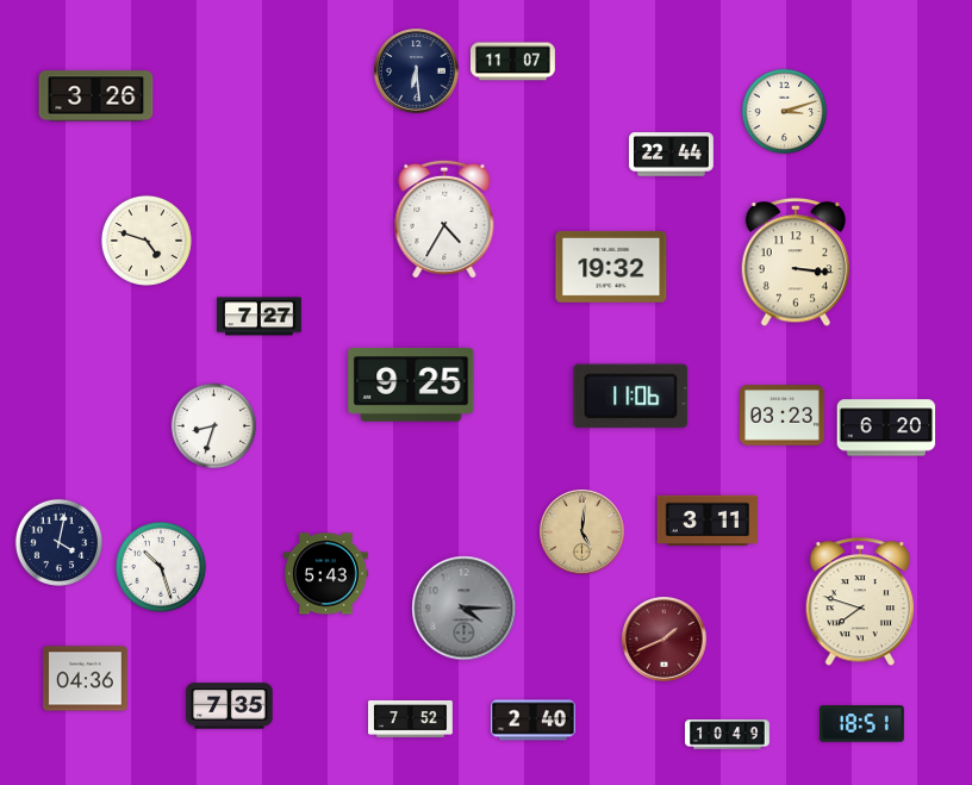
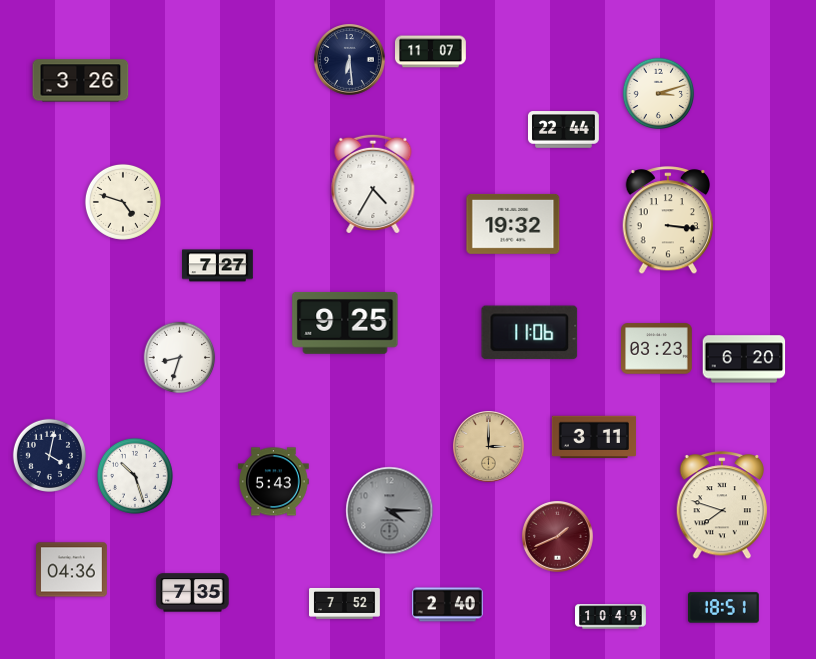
clock at (582, 532): 5:01 -> 3:00
